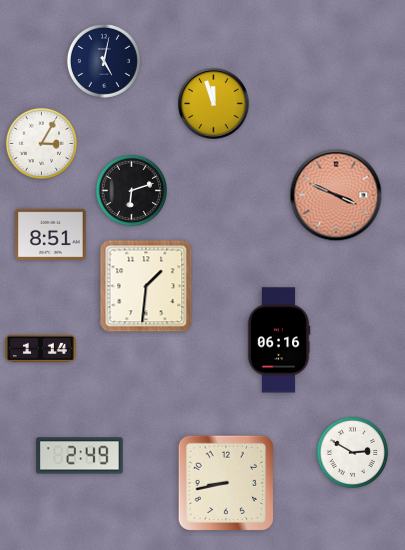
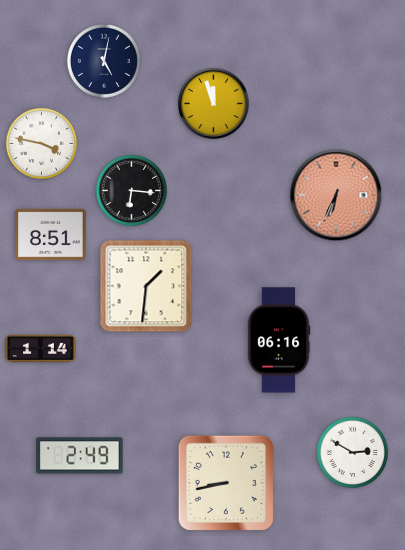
clock at (41, 143): 3:05 -> 3:47
clock at (131, 190): 6:12 -> 6:16
clock at (336, 195): 3:49 -> 6:34
